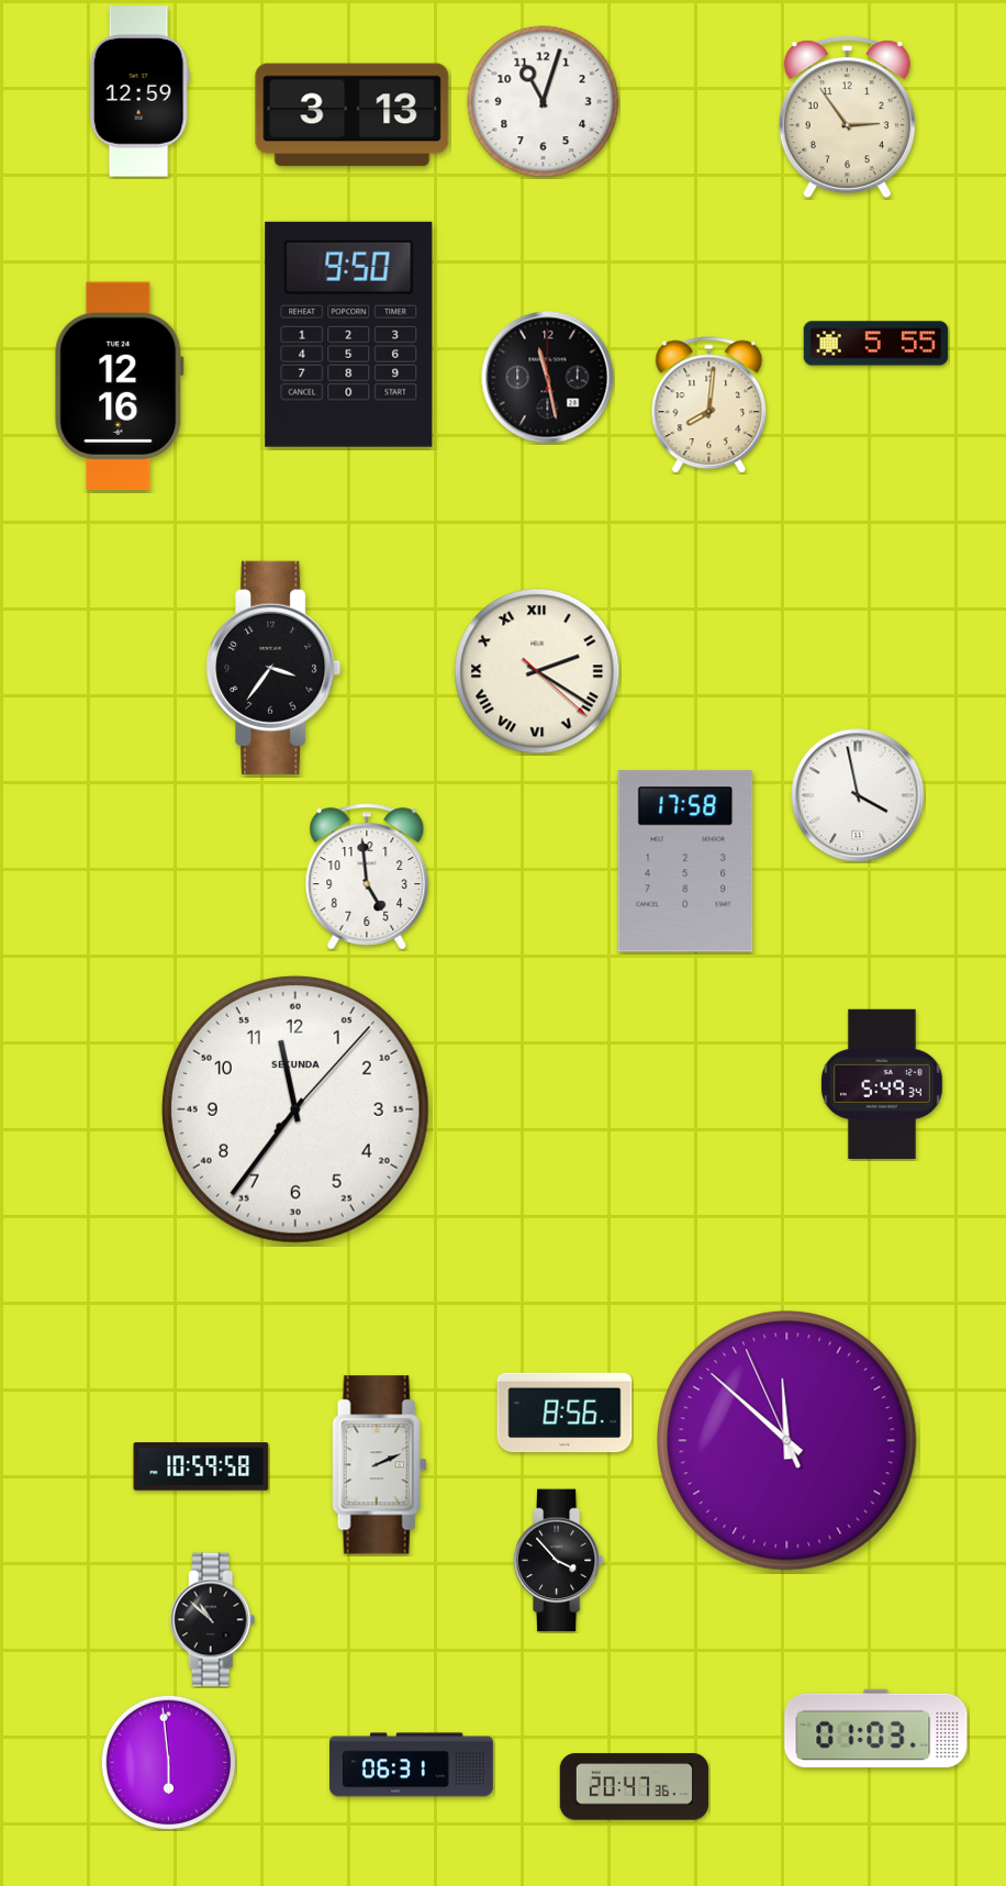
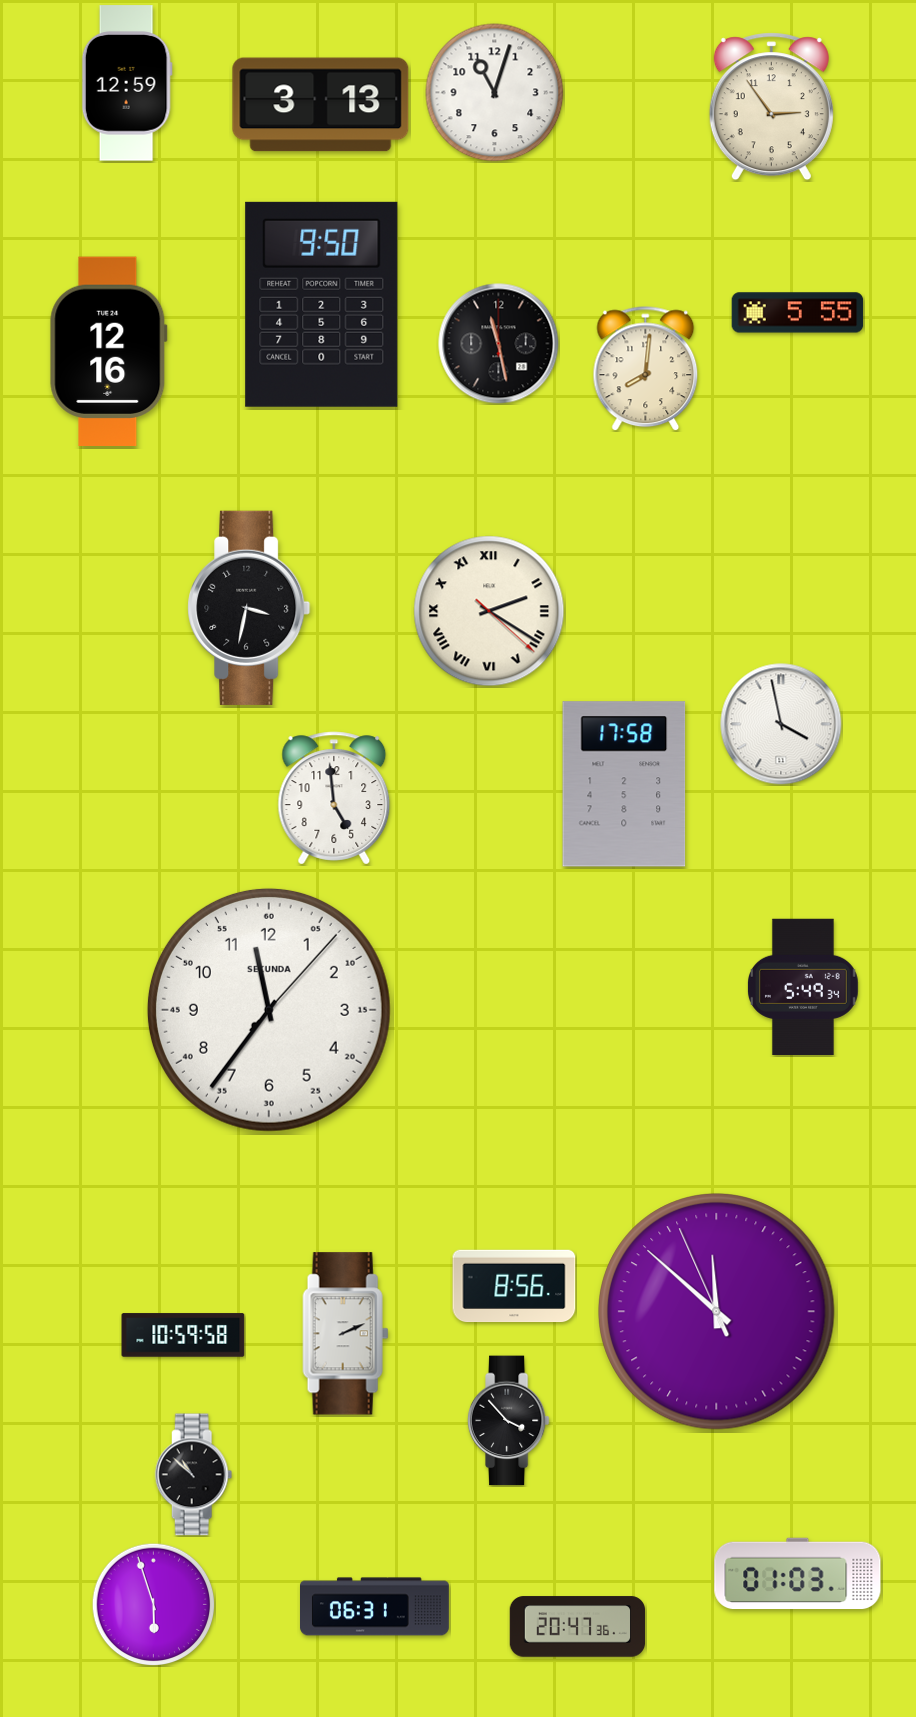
clock at (349, 334) position: (349, 334) -> (322, 304)
clock at (273, 668): 3:36 -> 3:32
clock at (168, 1762): 5:59 -> 5:57
